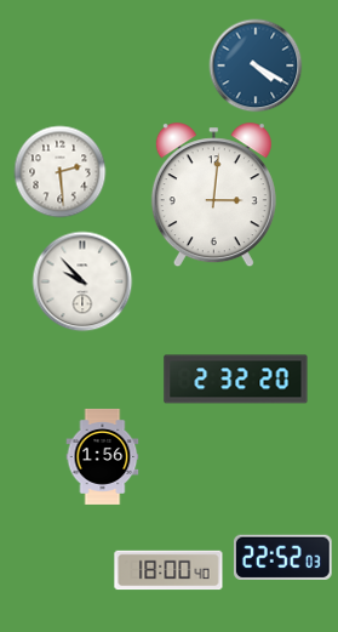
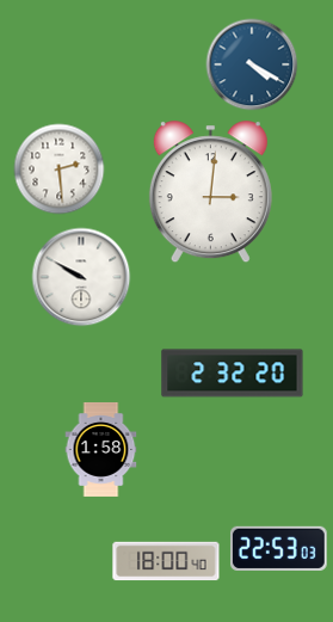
clock at (82, 281): 9:53 -> 9:50
clock at (103, 456): 1:56 -> 1:58
clock at (282, 557): 22:52 -> 22:53
